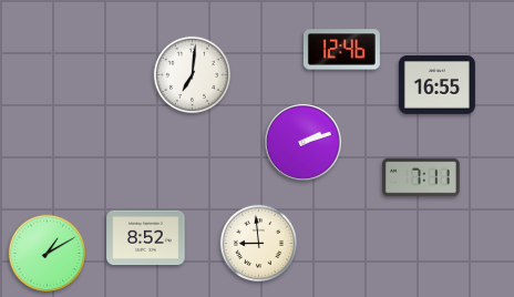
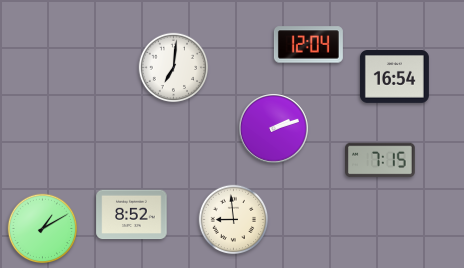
clock at (341, 50): 12:46 -> 12:04
clock at (436, 85): 16:55 -> 16:54
clock at (422, 177): 7:11 -> 7:15
